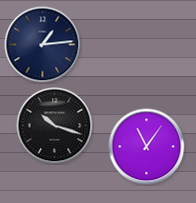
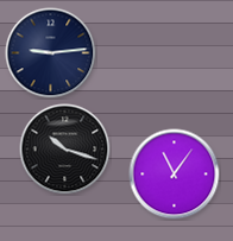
clock at (43, 45): 1:14 -> 9:14
